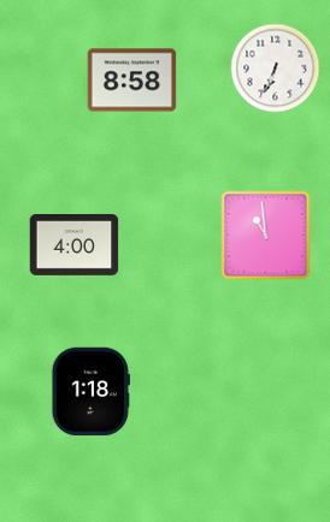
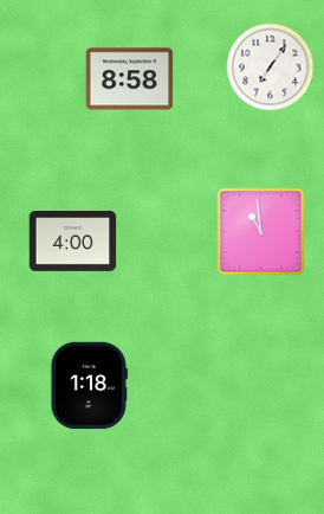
clock at (276, 69): 6:34 -> 7:06
